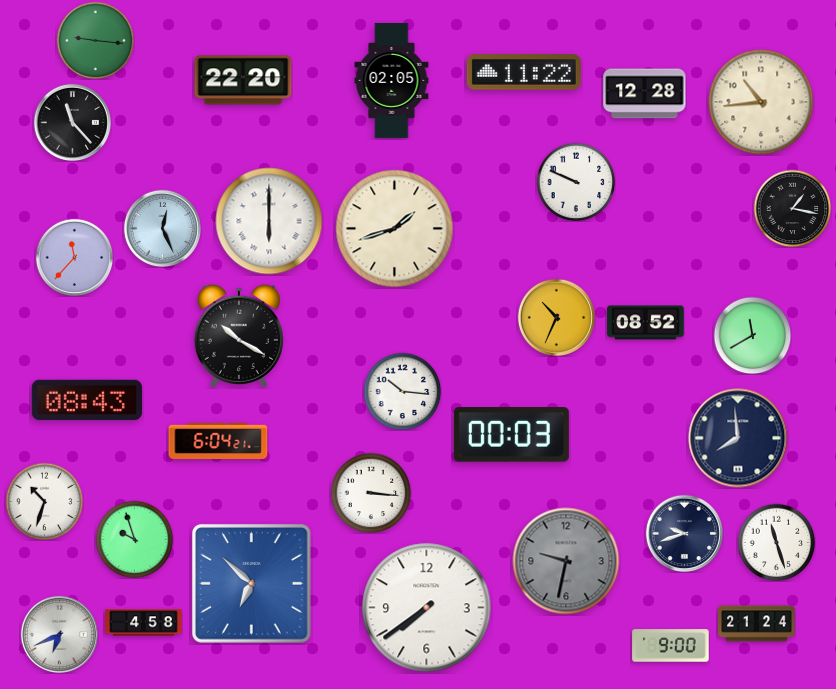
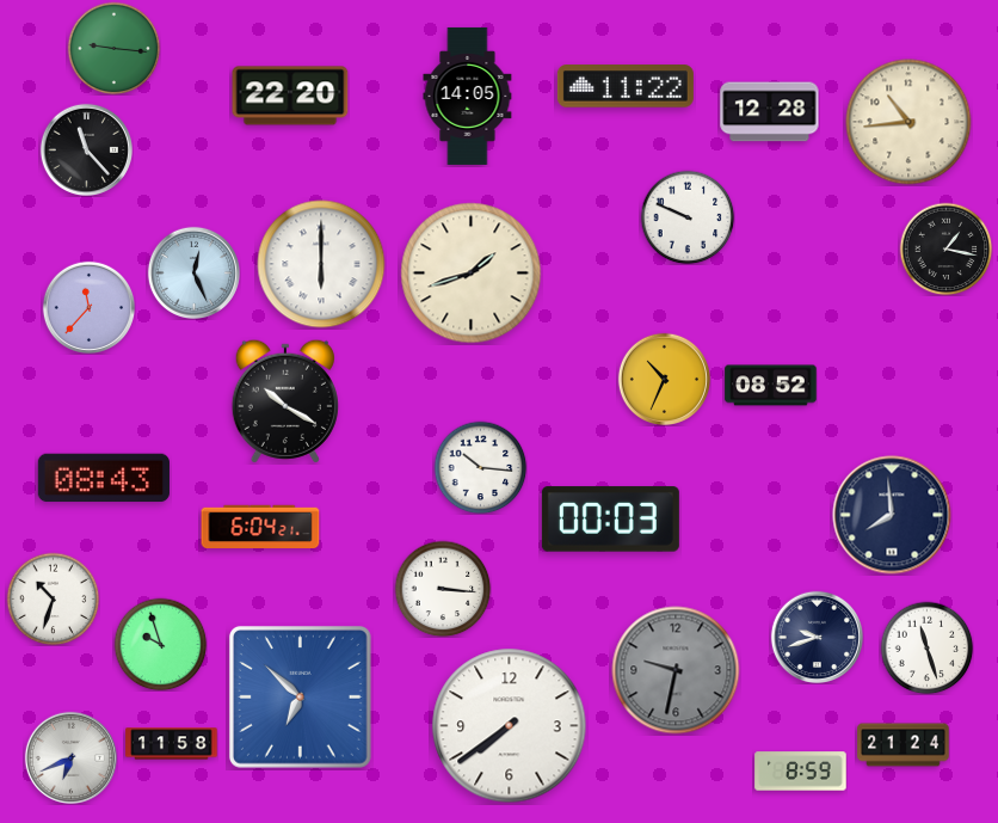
clock at (392, 80): 02:05 -> 14:05
clock at (72, 122) position: (72, 122) -> (86, 149)
clock at (752, 335): 11:40 -> none
clock at (738, 438) position: (738, 438) -> (892, 515)
clock at (144, 623): 4:58 -> 11:58
clock at (671, 646): 9:00 -> 8:59
